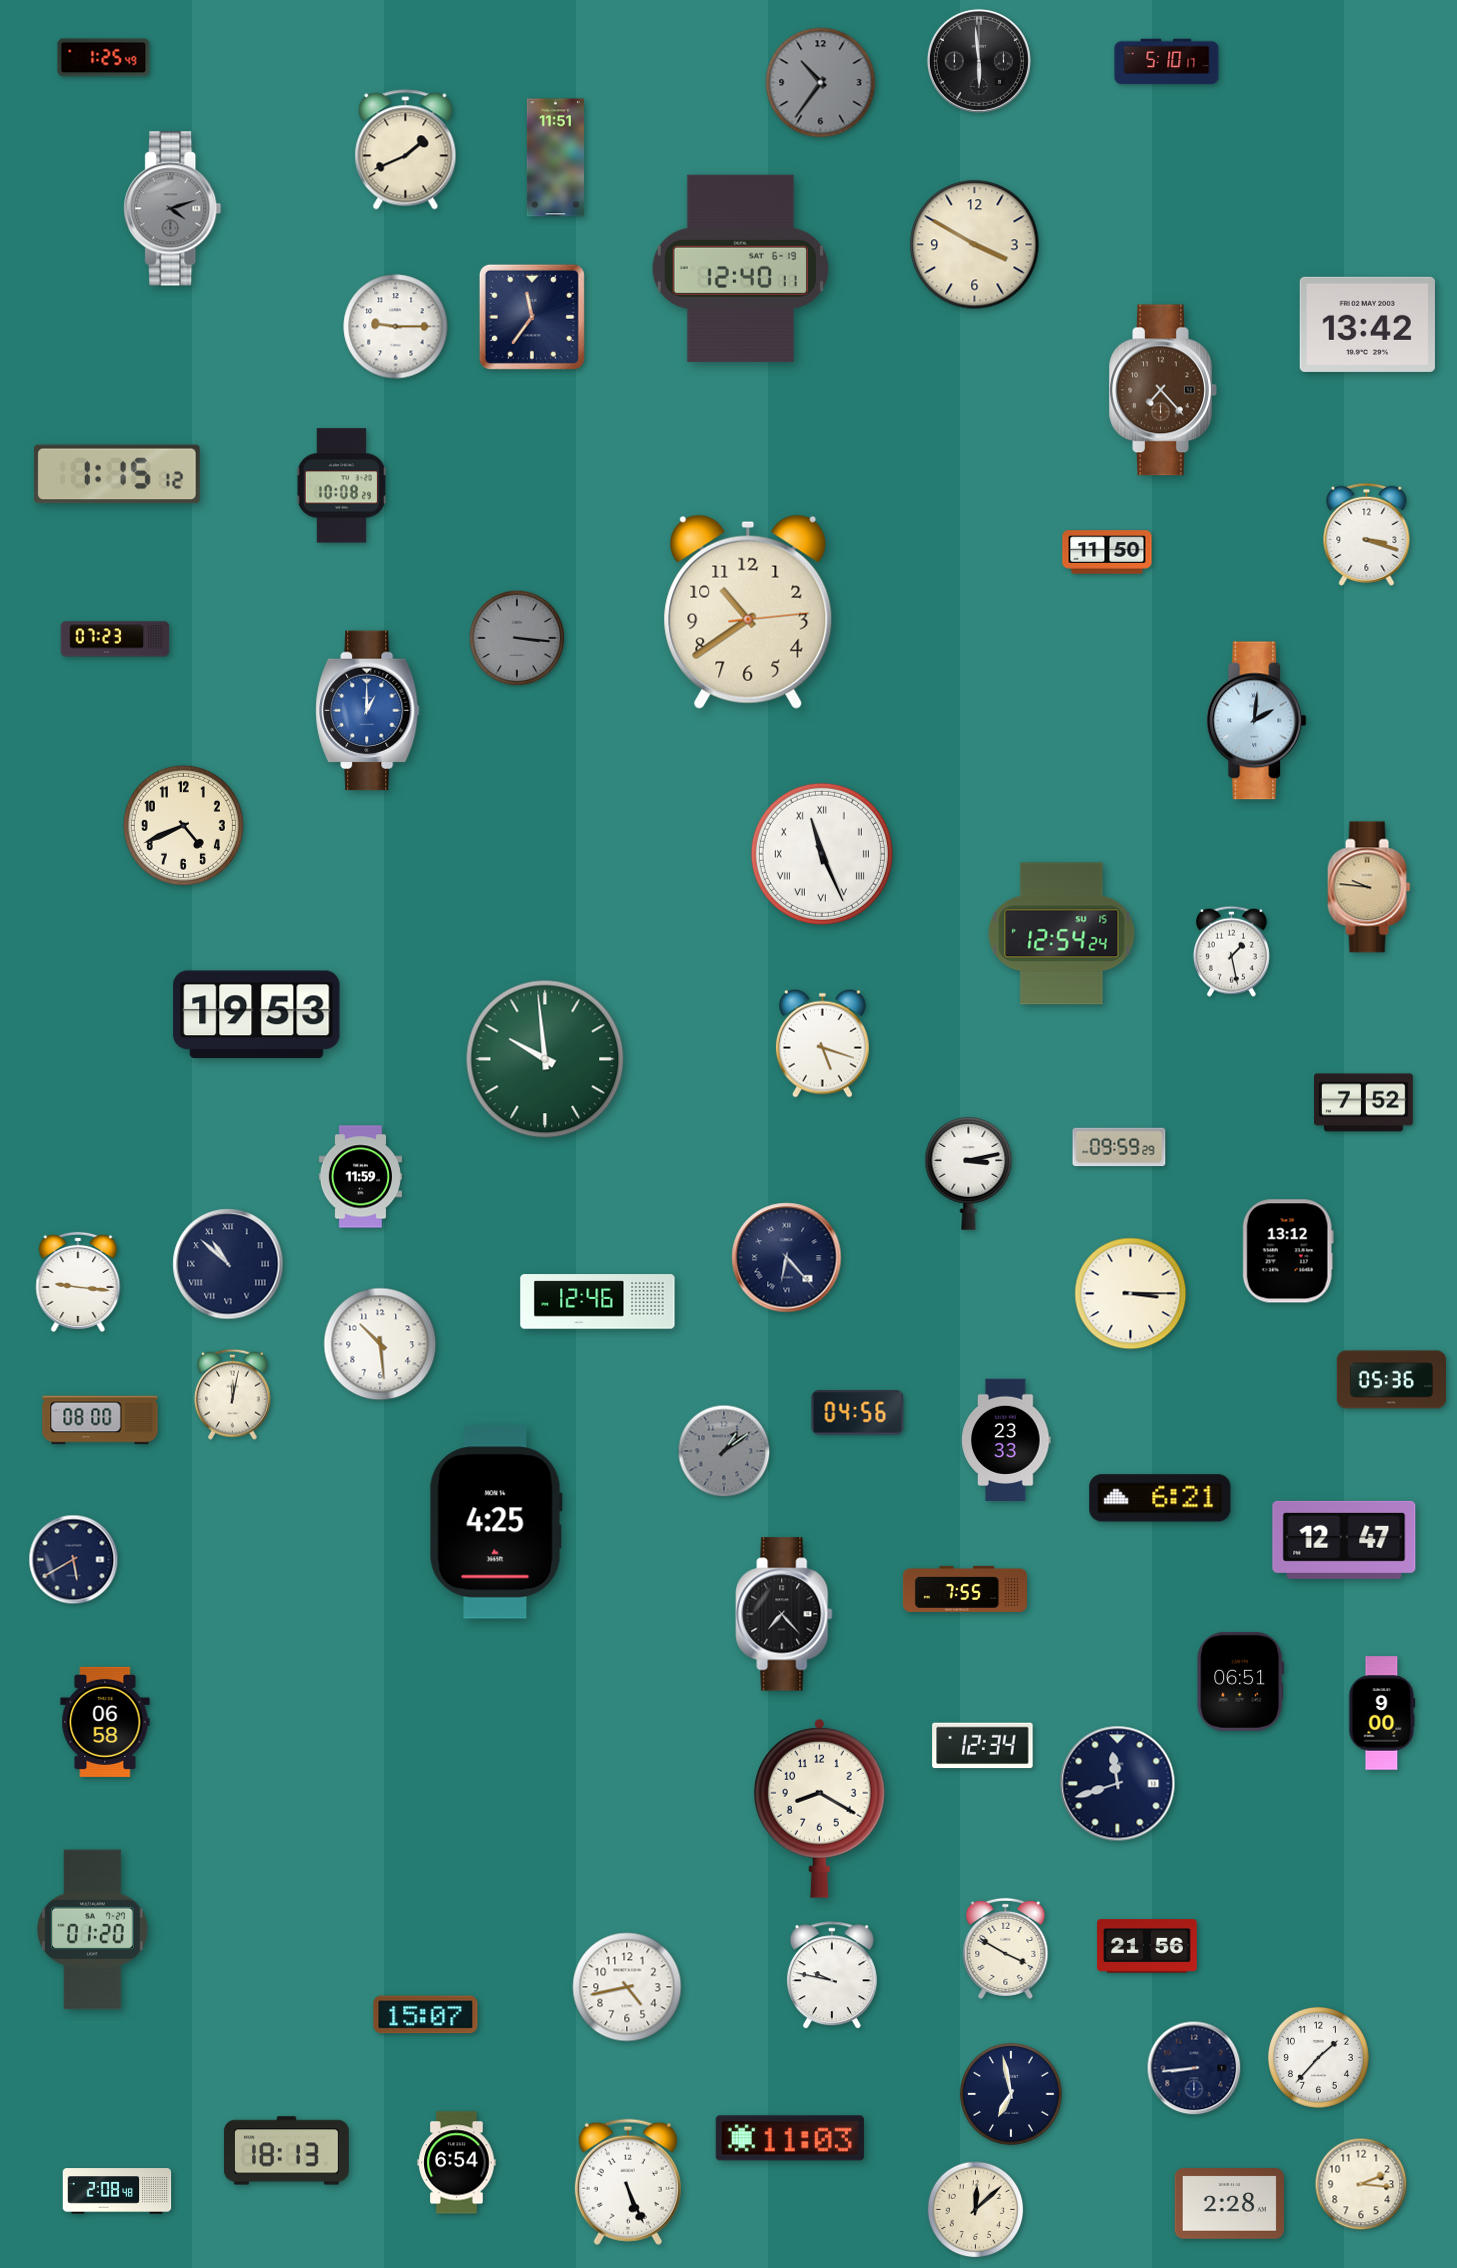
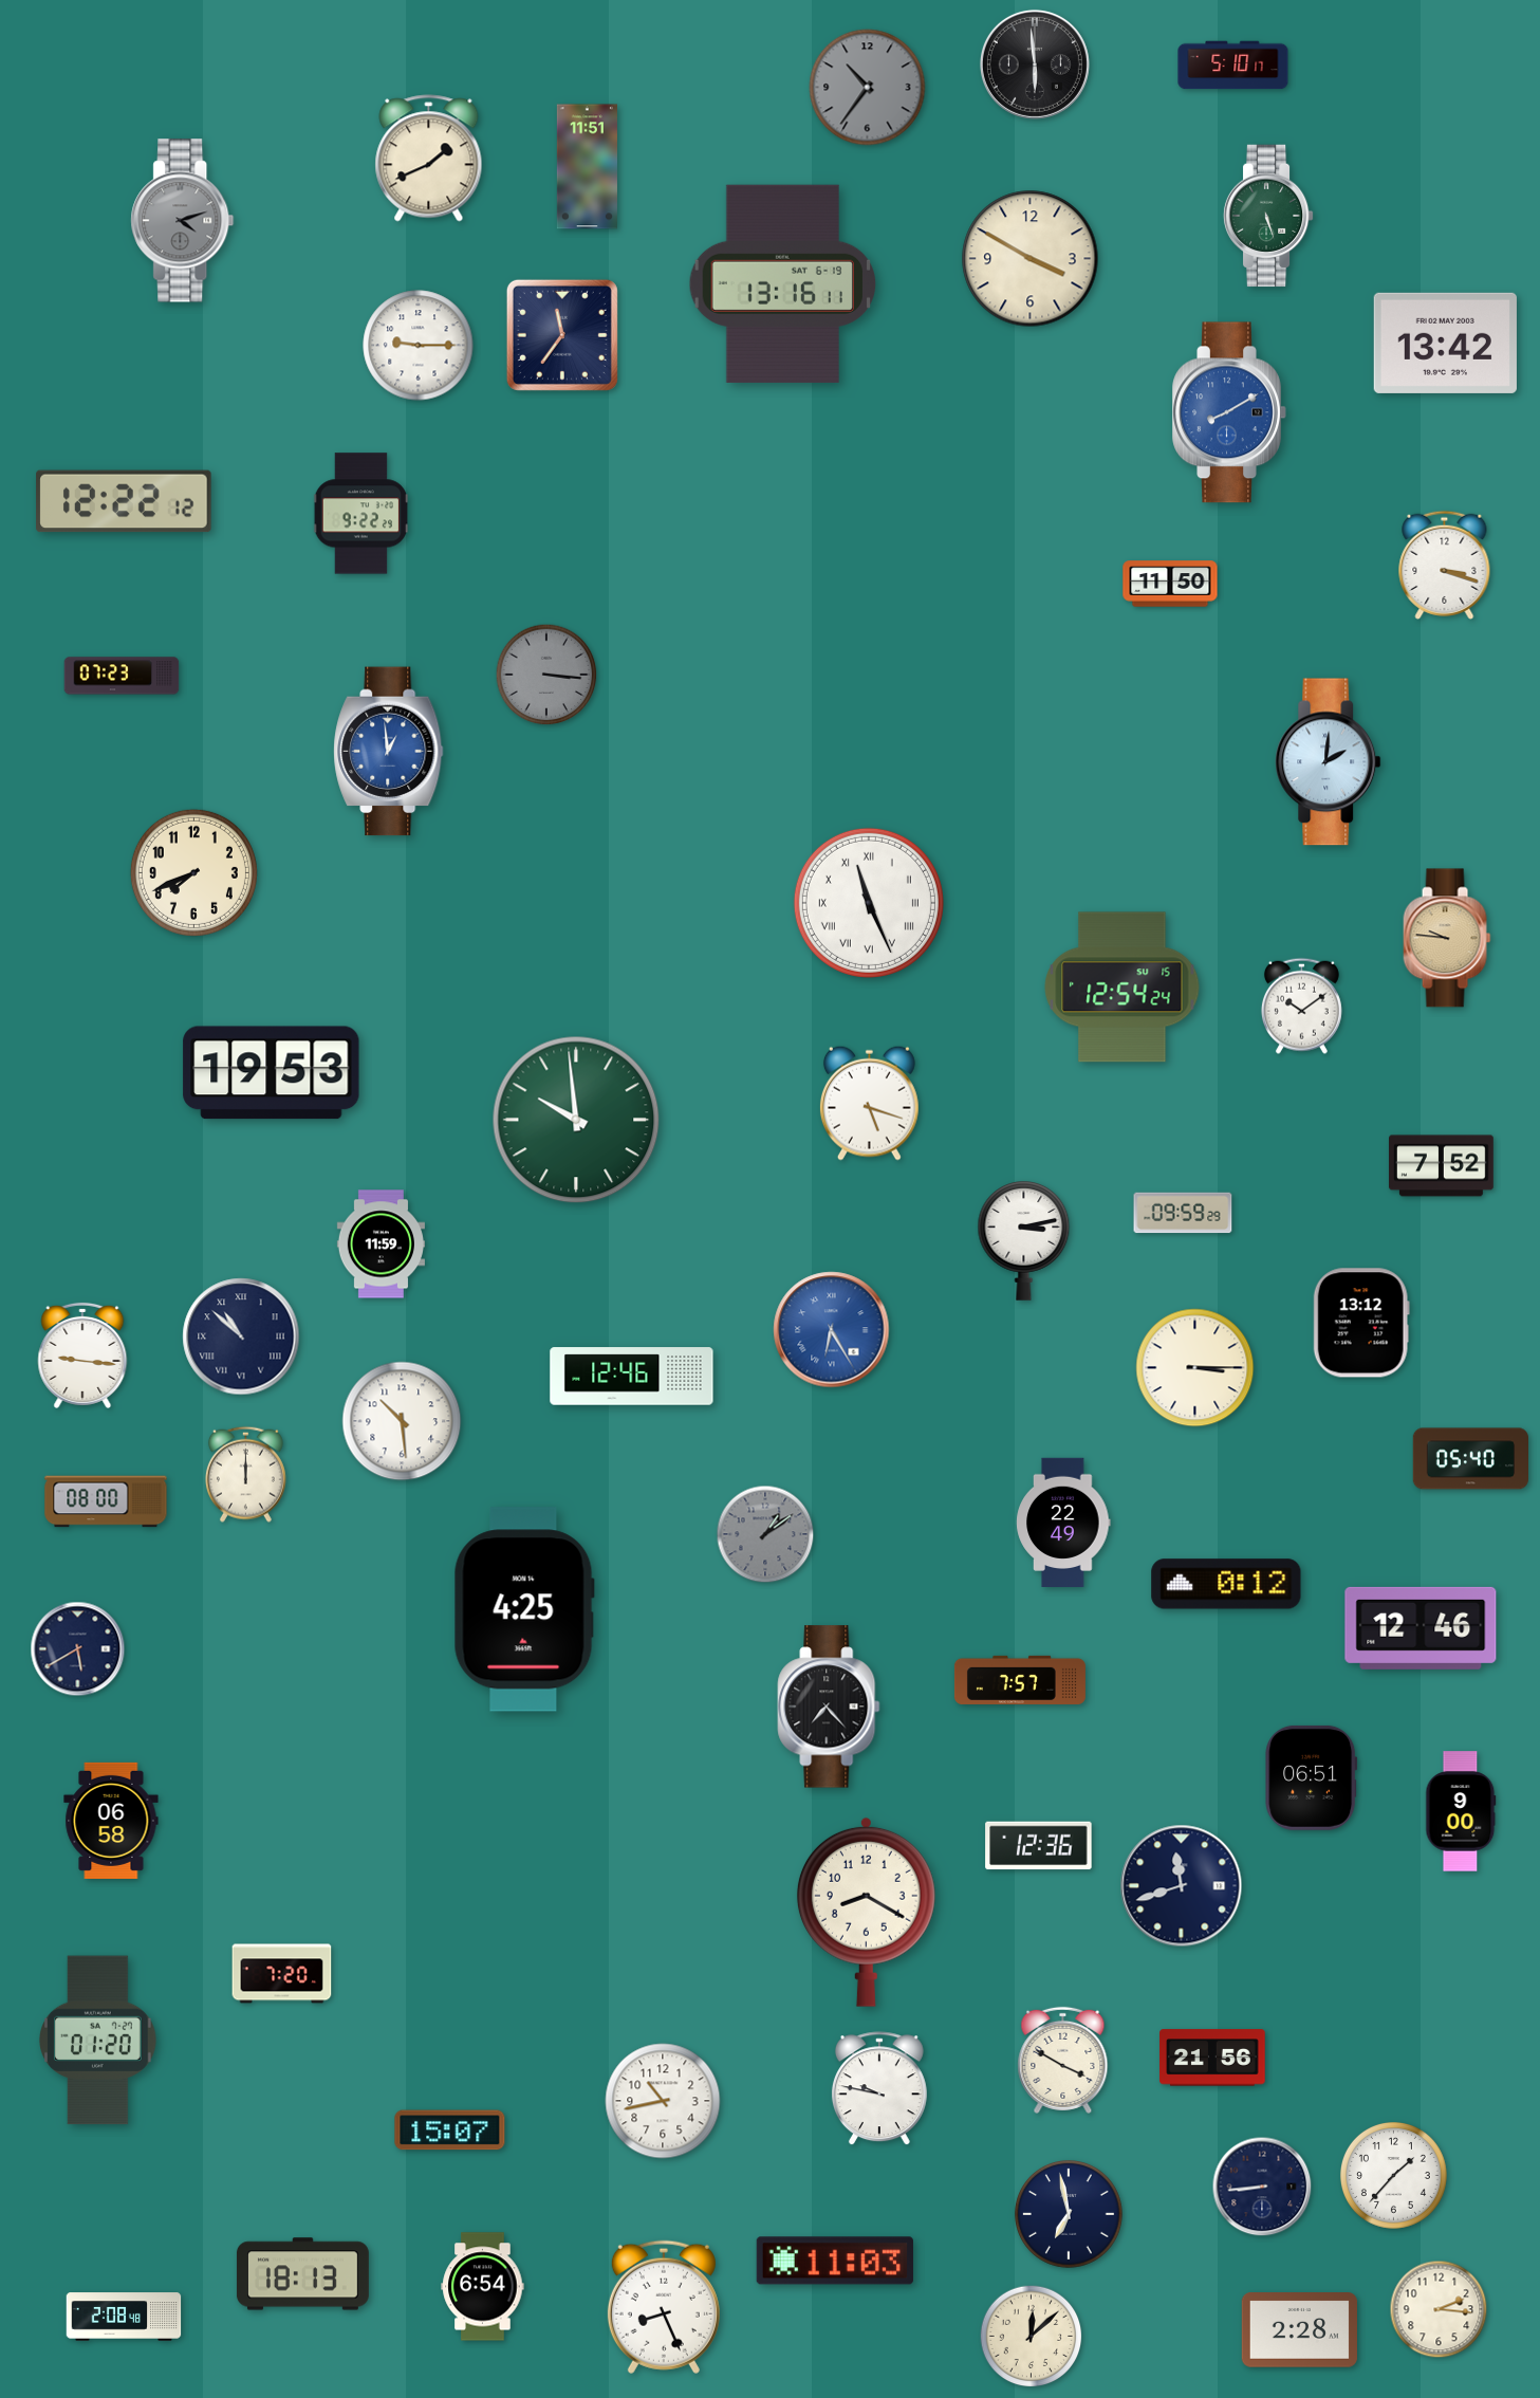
clock at (104, 58): 1:25 -> none
clock at (1268, 216): none -> 5:27
clock at (740, 268): 12:40 -> 13:16
clock at (1163, 390): 7:23 -> 8:10
clock at (1163, 390) dial: brown -> blue
clock at (117, 474): 1:15 -> 12:22
clock at (341, 486): 10:08 -> 9:22
clock at (748, 612): 10:39 -> none
clock at (368, 711): 1:00 -> 12:59
clock at (183, 825): 4:41 -> 7:41
clock at (1231, 951): 1:28 -> 10:09
clock at (787, 1258): 6:23 -> 6:25
clock at (787, 1258) dial: navy -> blue
clock at (1391, 1380): 05:36 -> 05:40
clock at (232, 1394): 12:02 -> 12:00
clock at (858, 1413): 04:56 -> none
clock at (1006, 1439): 23:33 -> 22:49
clock at (1160, 1498): 6:21 -> 0:12
clock at (1344, 1540): 12:47 -> 12:46
clock at (965, 1589): 7:55 -> 7:57
clock at (983, 1746): 12:34 -> 12:36
clock at (282, 1974): none -> 7:20
clock at (627, 1987): 4:43 -> 10:43
clock at (628, 2182): 5:26 -> 8:26
